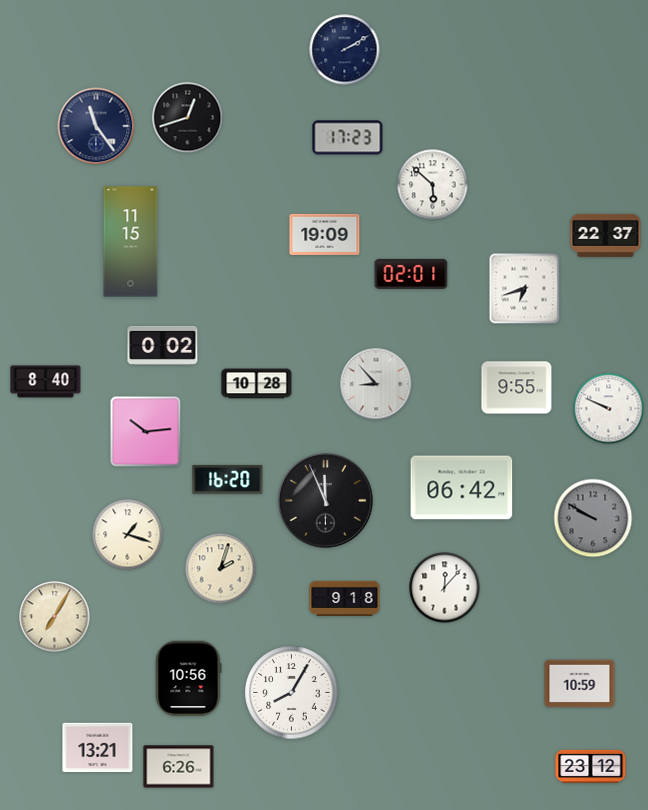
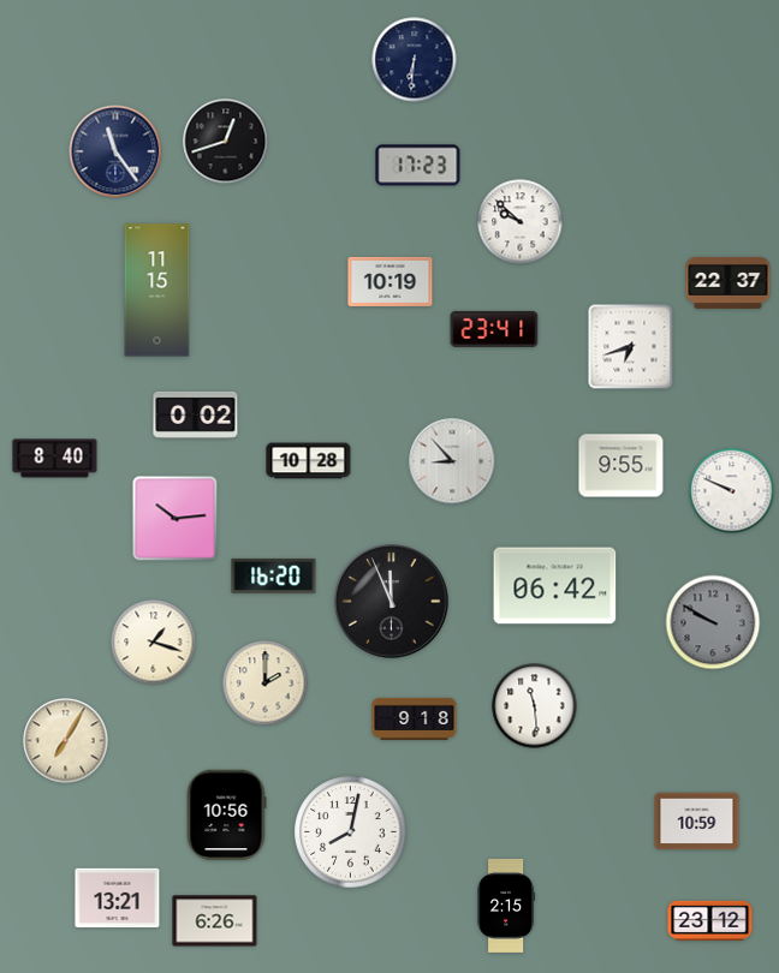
clock at (345, 50): 2:10 -> 6:31
clock at (433, 185): 5:52 -> 9:52
clock at (325, 234): 19:09 -> 10:19
clock at (411, 274): 02:01 -> 23:41
clock at (221, 569): 2:03 -> 2:00
clock at (445, 588): 12:07 -> 11:29
clock at (292, 693): 8:05 -> 8:02
clock at (506, 906): none -> 2:15
